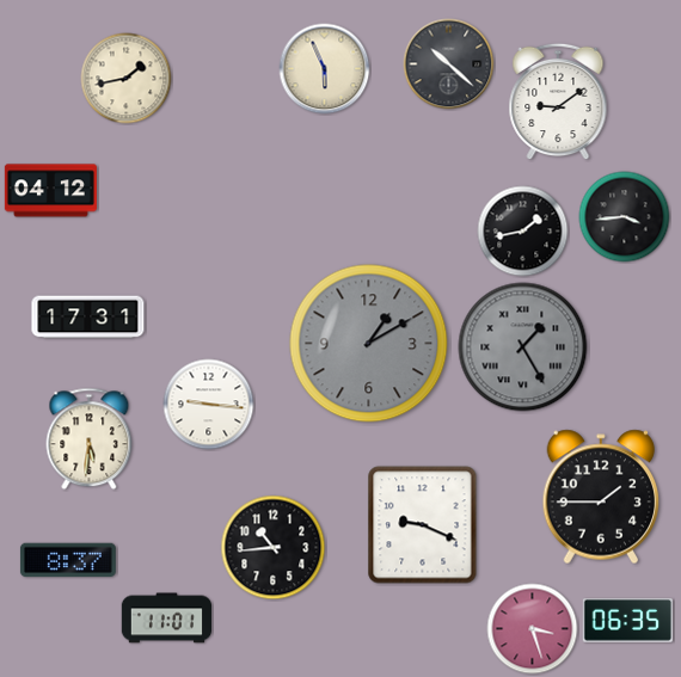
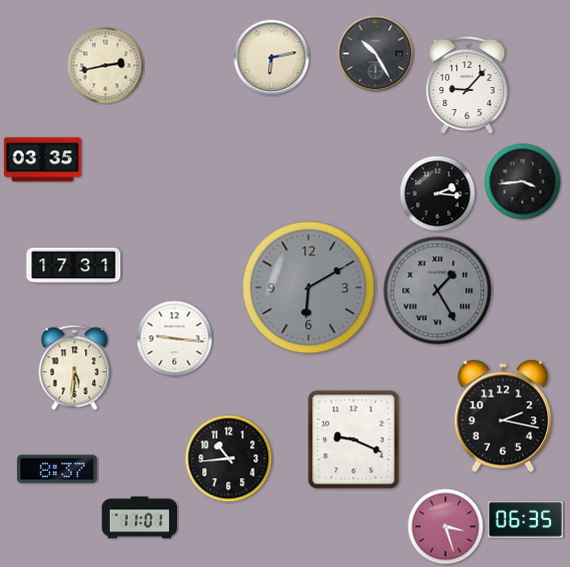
clock at (449, 64): 10:22 -> 10:25
clock at (325, 69): 5:56 -> 6:13
clock at (127, 79): 1:43 -> 2:43
clock at (558, 101): 9:09 -> 9:07
clock at (50, 191): 04:12 -> 03:35
clock at (523, 232): 1:43 -> 2:16
clock at (369, 344): 1:10 -> 6:10
clock at (601, 497): 1:45 -> 2:17
